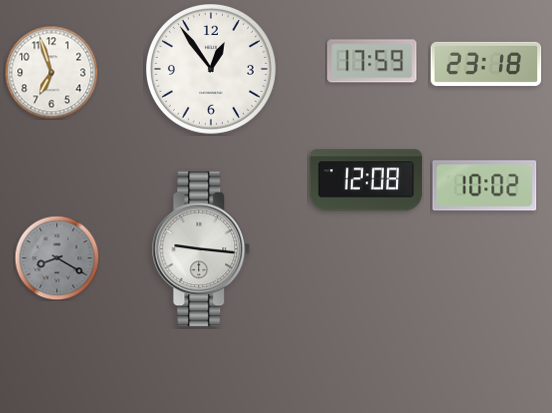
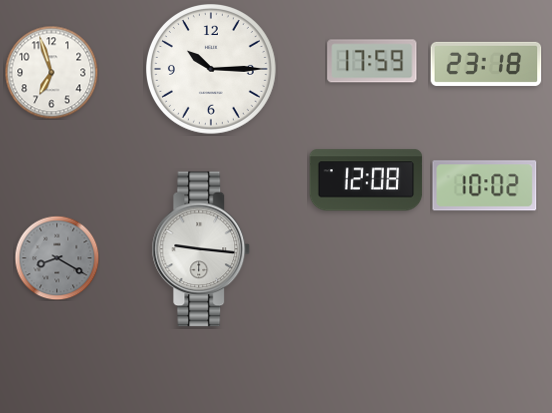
clock at (212, 70): 12:54 -> 10:15
